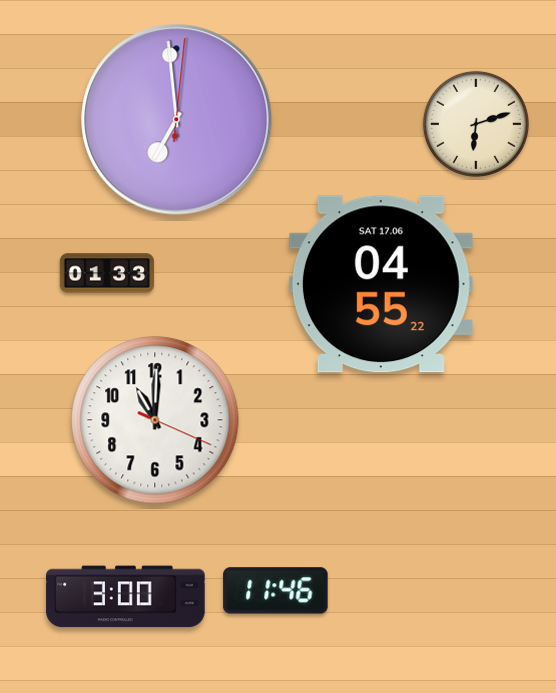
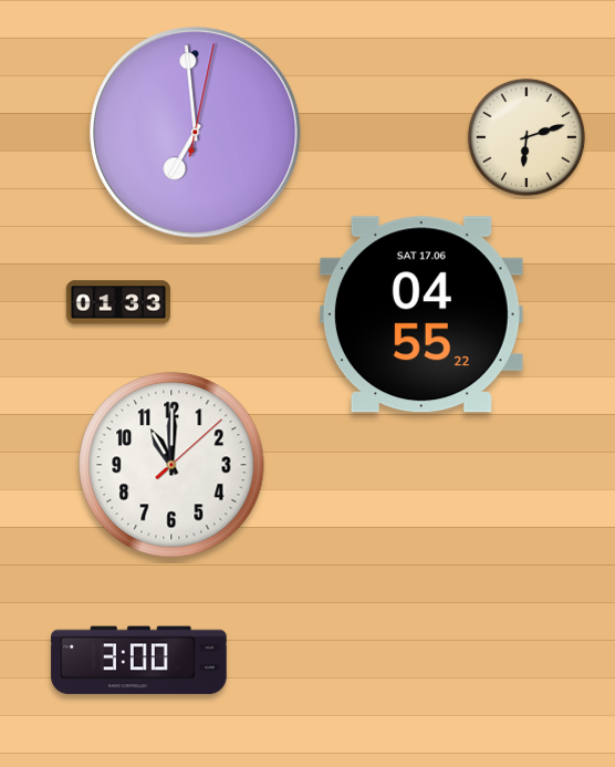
clock at (177, 120): 6:59:01 -> 6:59:02
clock at (155, 420): 11:00:19 -> 11:00:08
clock at (276, 591): 11:46 -> none
